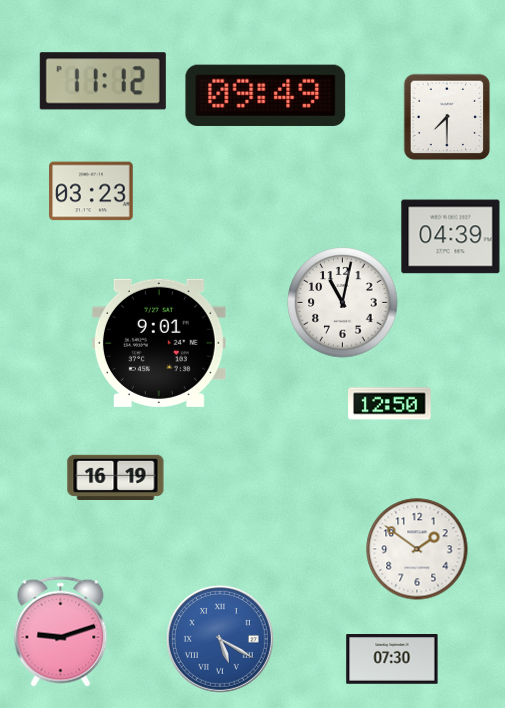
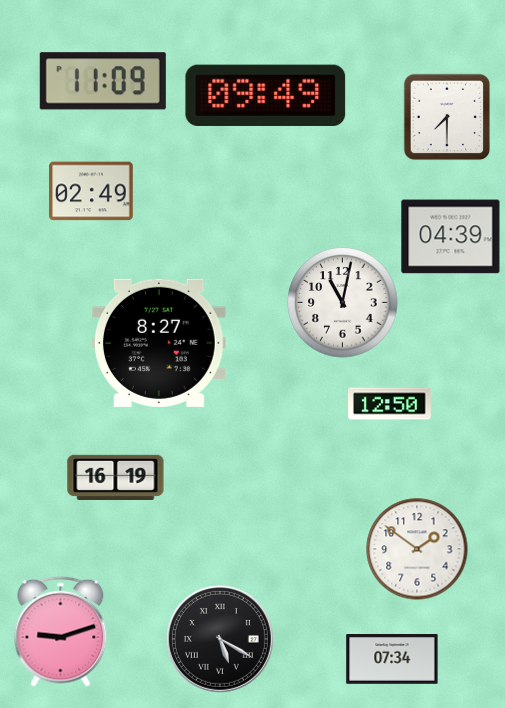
clock at (103, 81): 11:12 -> 11:09
clock at (91, 191): 03:23 -> 02:49
clock at (159, 343): 9:01 -> 8:27
clock at (220, 639) dial: blue -> black
clock at (392, 660): 07:30 -> 07:34
